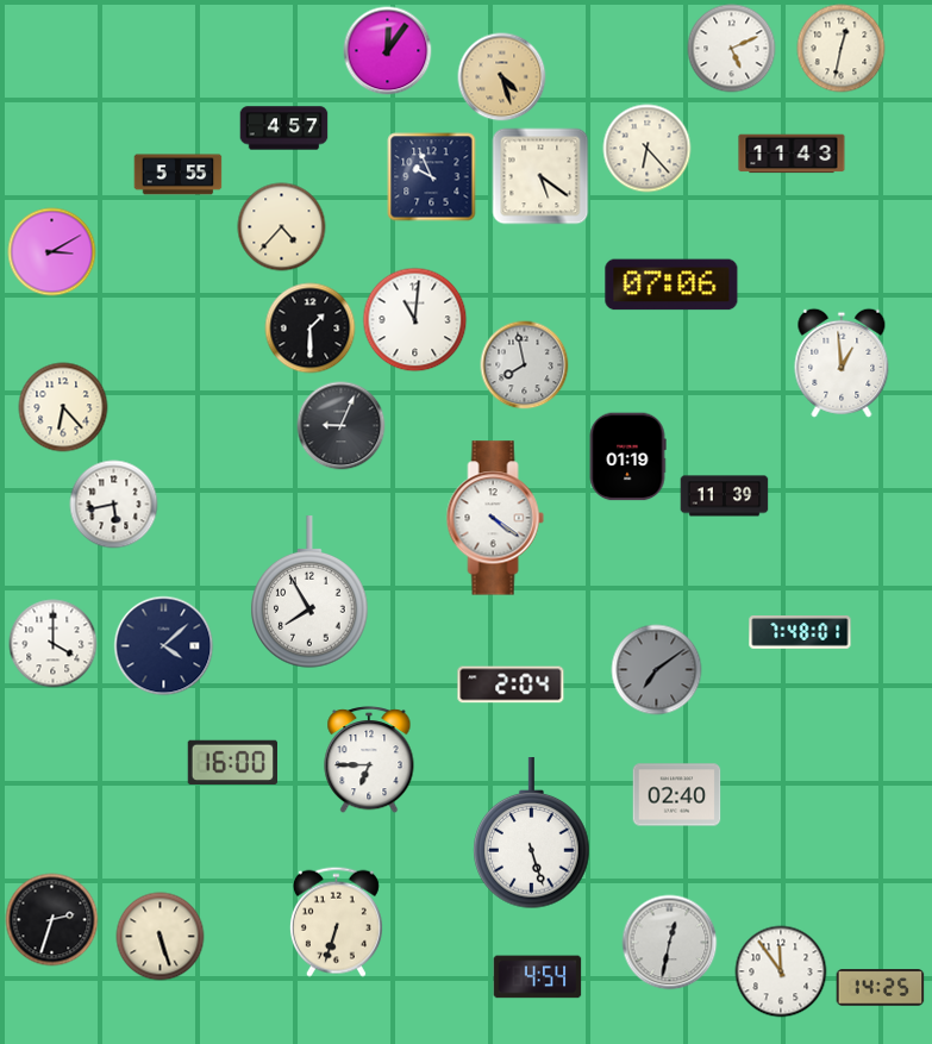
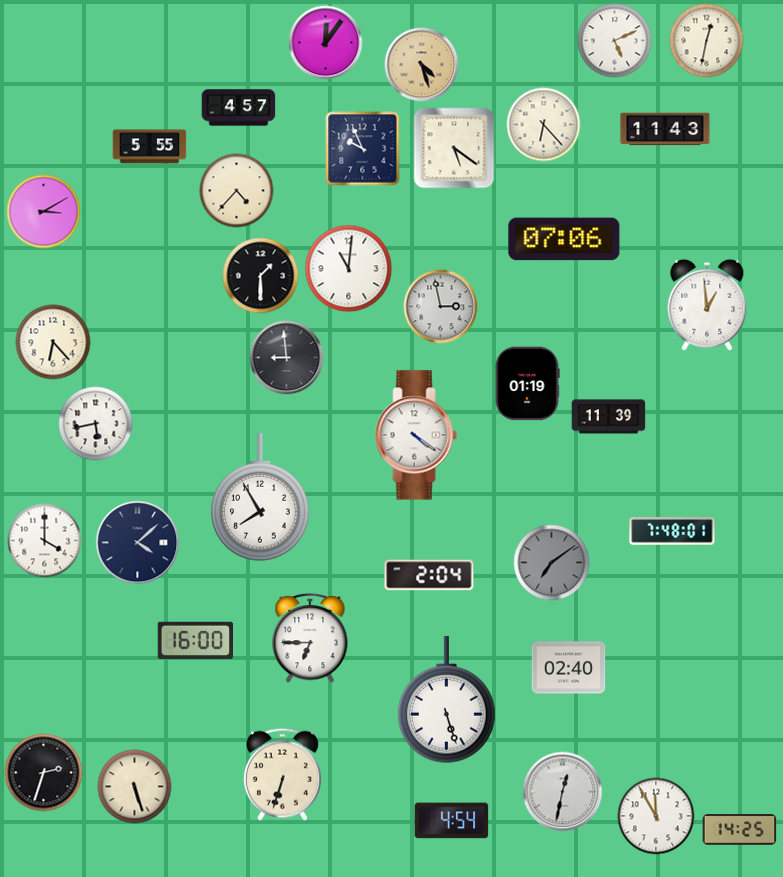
clock at (525, 365): 7:58 -> 2:58
clock at (342, 426): 9:04 -> 8:59
clock at (781, 971): 11:54 -> 11:55
